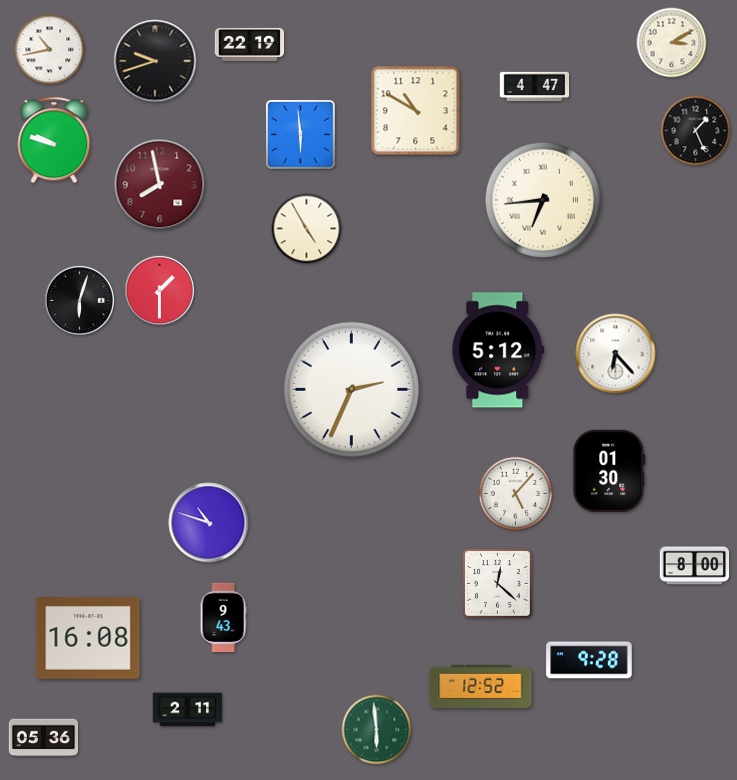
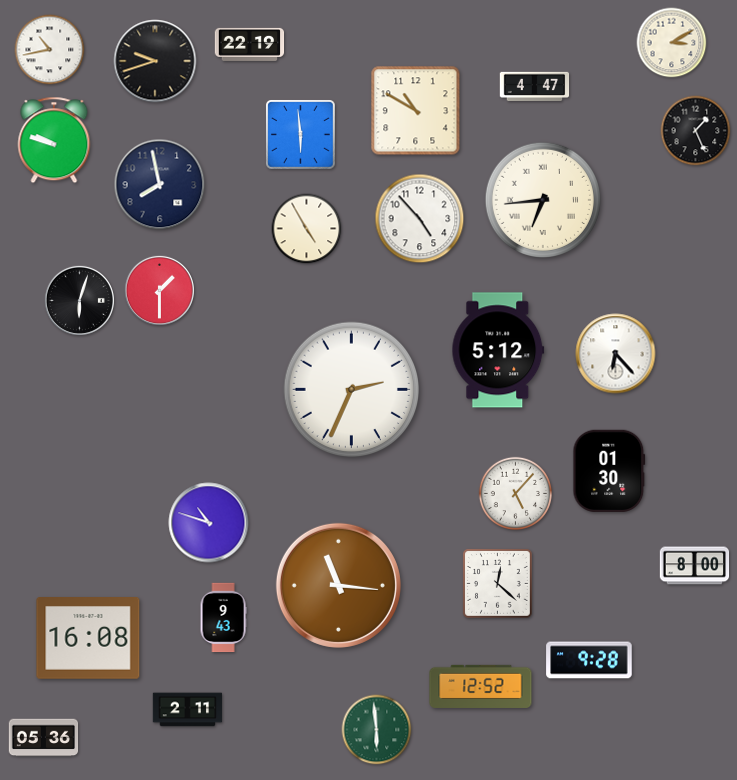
clock at (160, 185) dial: burgundy -> navy
clock at (420, 219): none -> 4:53
clock at (338, 585): none -> 11:16
